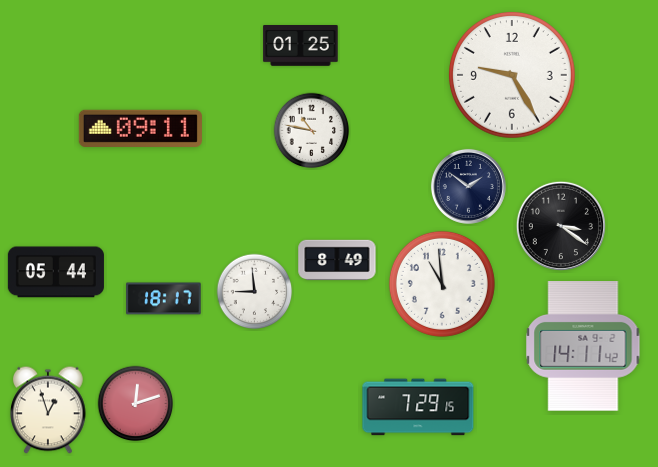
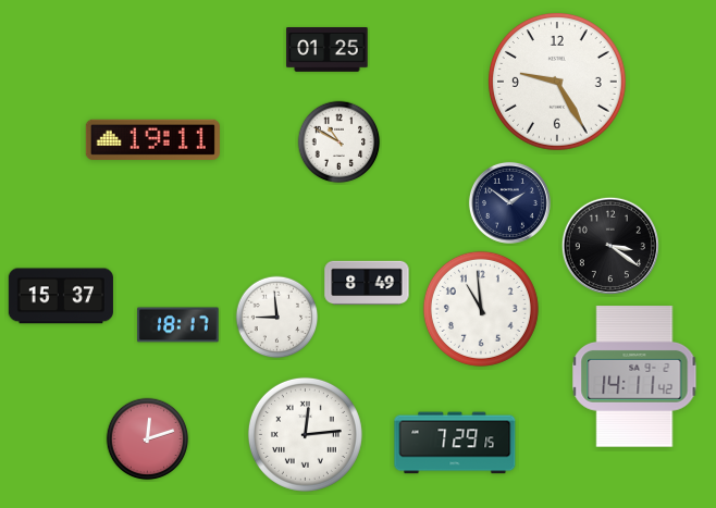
clock at (140, 128): 09:11 -> 19:11
clock at (312, 131): 10:47 -> 10:50
clock at (56, 272): 05:44 -> 15:37
clock at (305, 434): none -> 12:14
clock at (48, 410): 12:57 -> none
